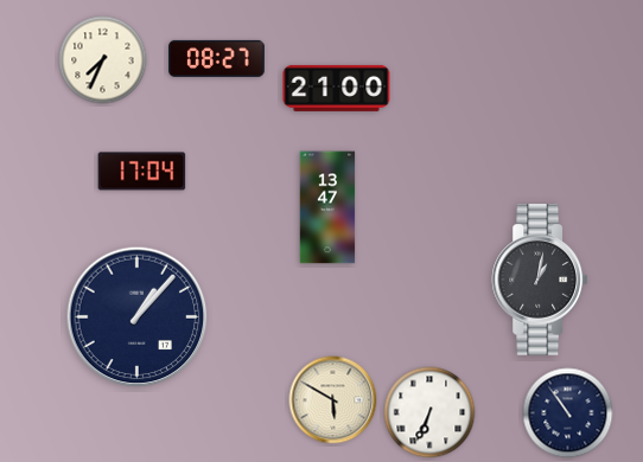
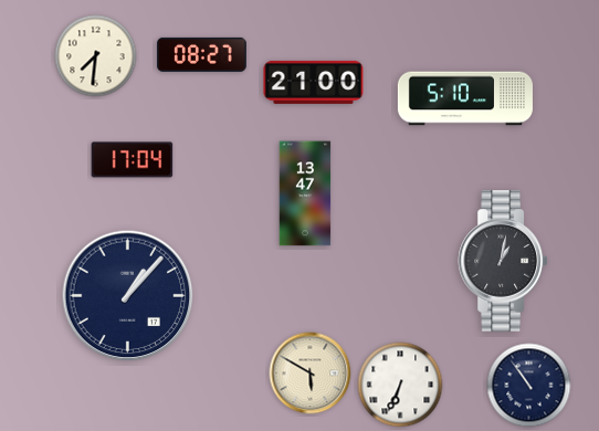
clock at (103, 60): 7:34 -> 7:31
clock at (465, 98): none -> 5:10
